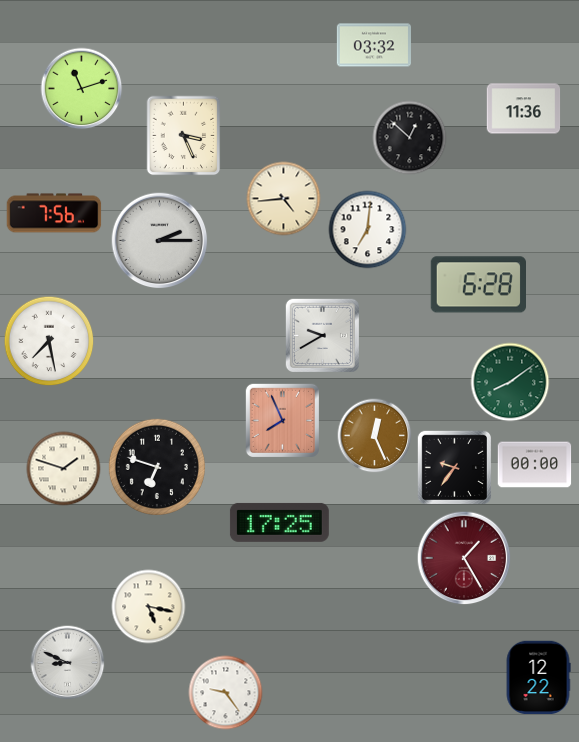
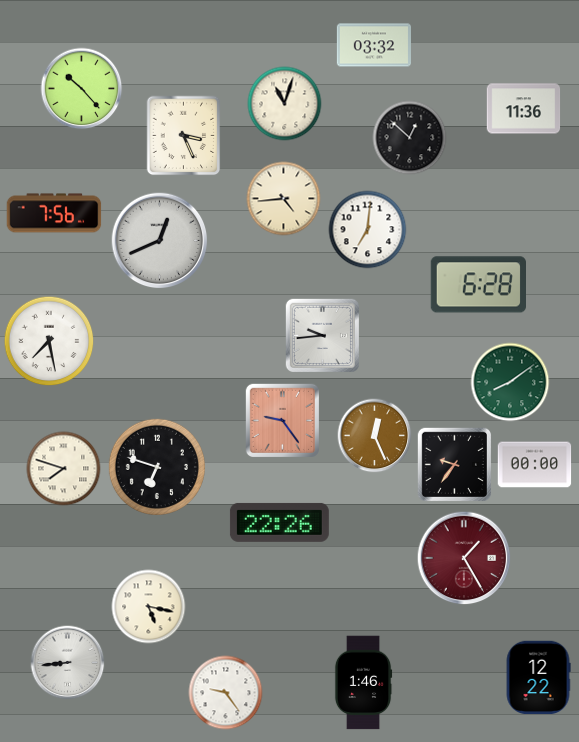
clock at (82, 89): 11:12 -> 10:23
clock at (285, 104): none -> 11:03
clock at (160, 241): 2:15 -> 12:41
clock at (322, 335): 9:40 -> 9:44
clock at (282, 420): 7:56 -> 9:24
clock at (454, 467) position: (454, 467) -> (454, 464)
clock at (64, 469): 1:48 -> 7:48
clock at (279, 522): 17:25 -> 22:26
clock at (68, 663): 8:49 -> 8:44
clock at (363, 683): none -> 1:46
